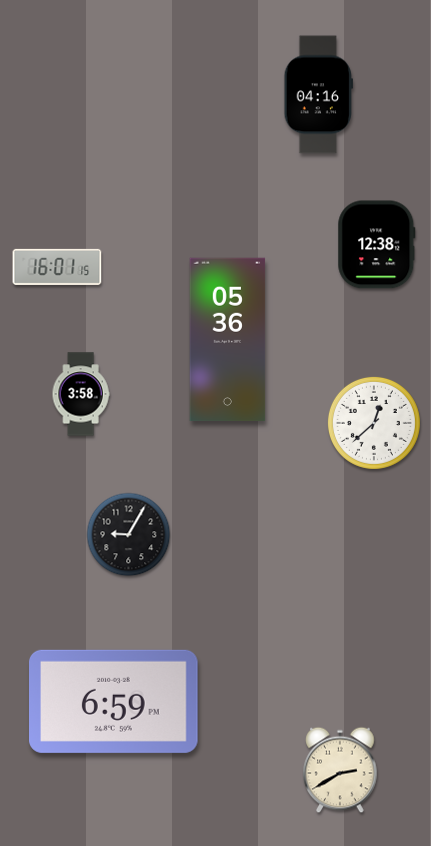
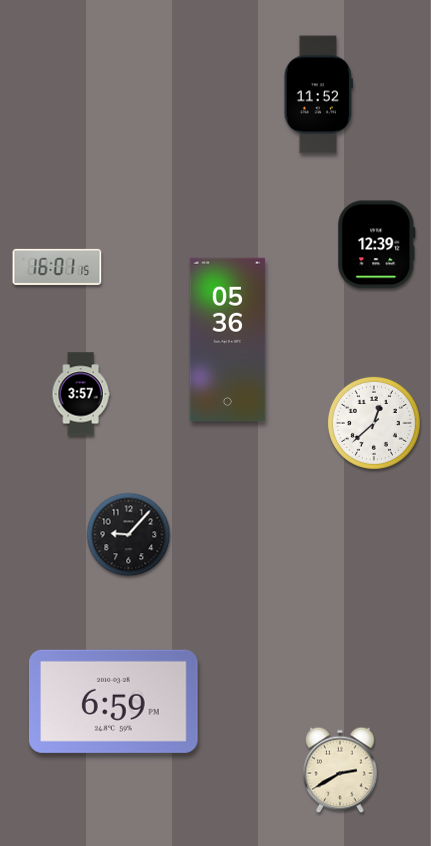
clock at (318, 95): 04:16 -> 11:52
clock at (377, 245): 12:38 -> 12:39
clock at (81, 394): 3:58 -> 3:57
clock at (129, 535): 9:05 -> 9:07
